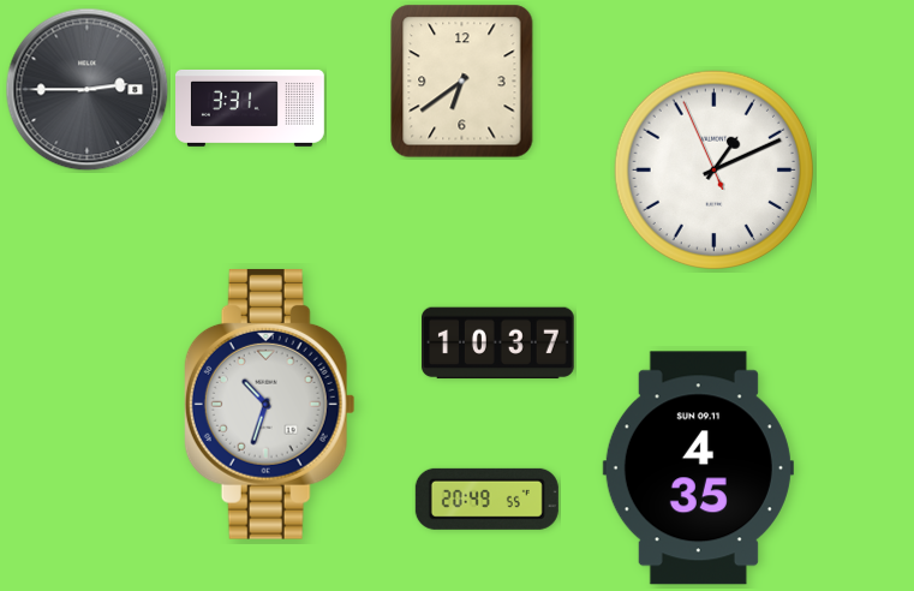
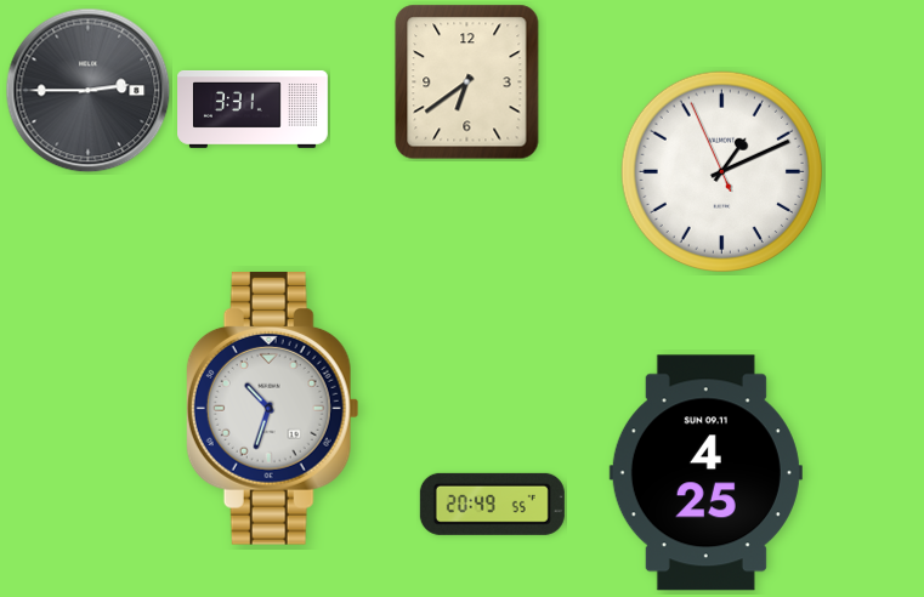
clock at (498, 344): 10:37 -> none
clock at (698, 468): 4:35 -> 4:25
